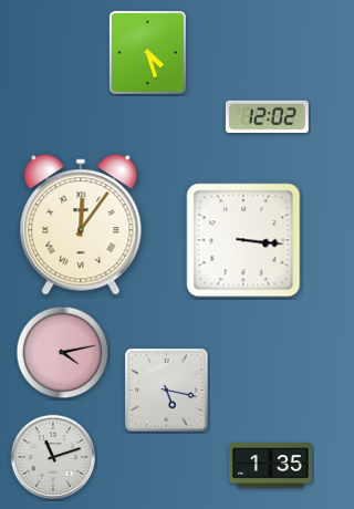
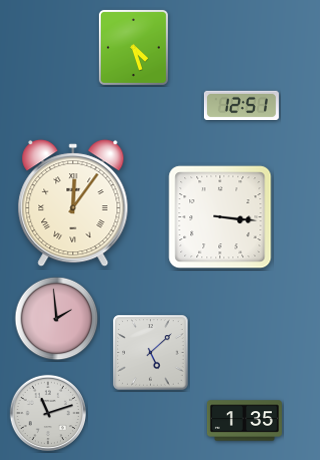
clock at (267, 117): 12:02 -> 12:51
clock at (63, 353): 4:13 -> 1:59
clock at (167, 391): 5:17 -> 5:08
